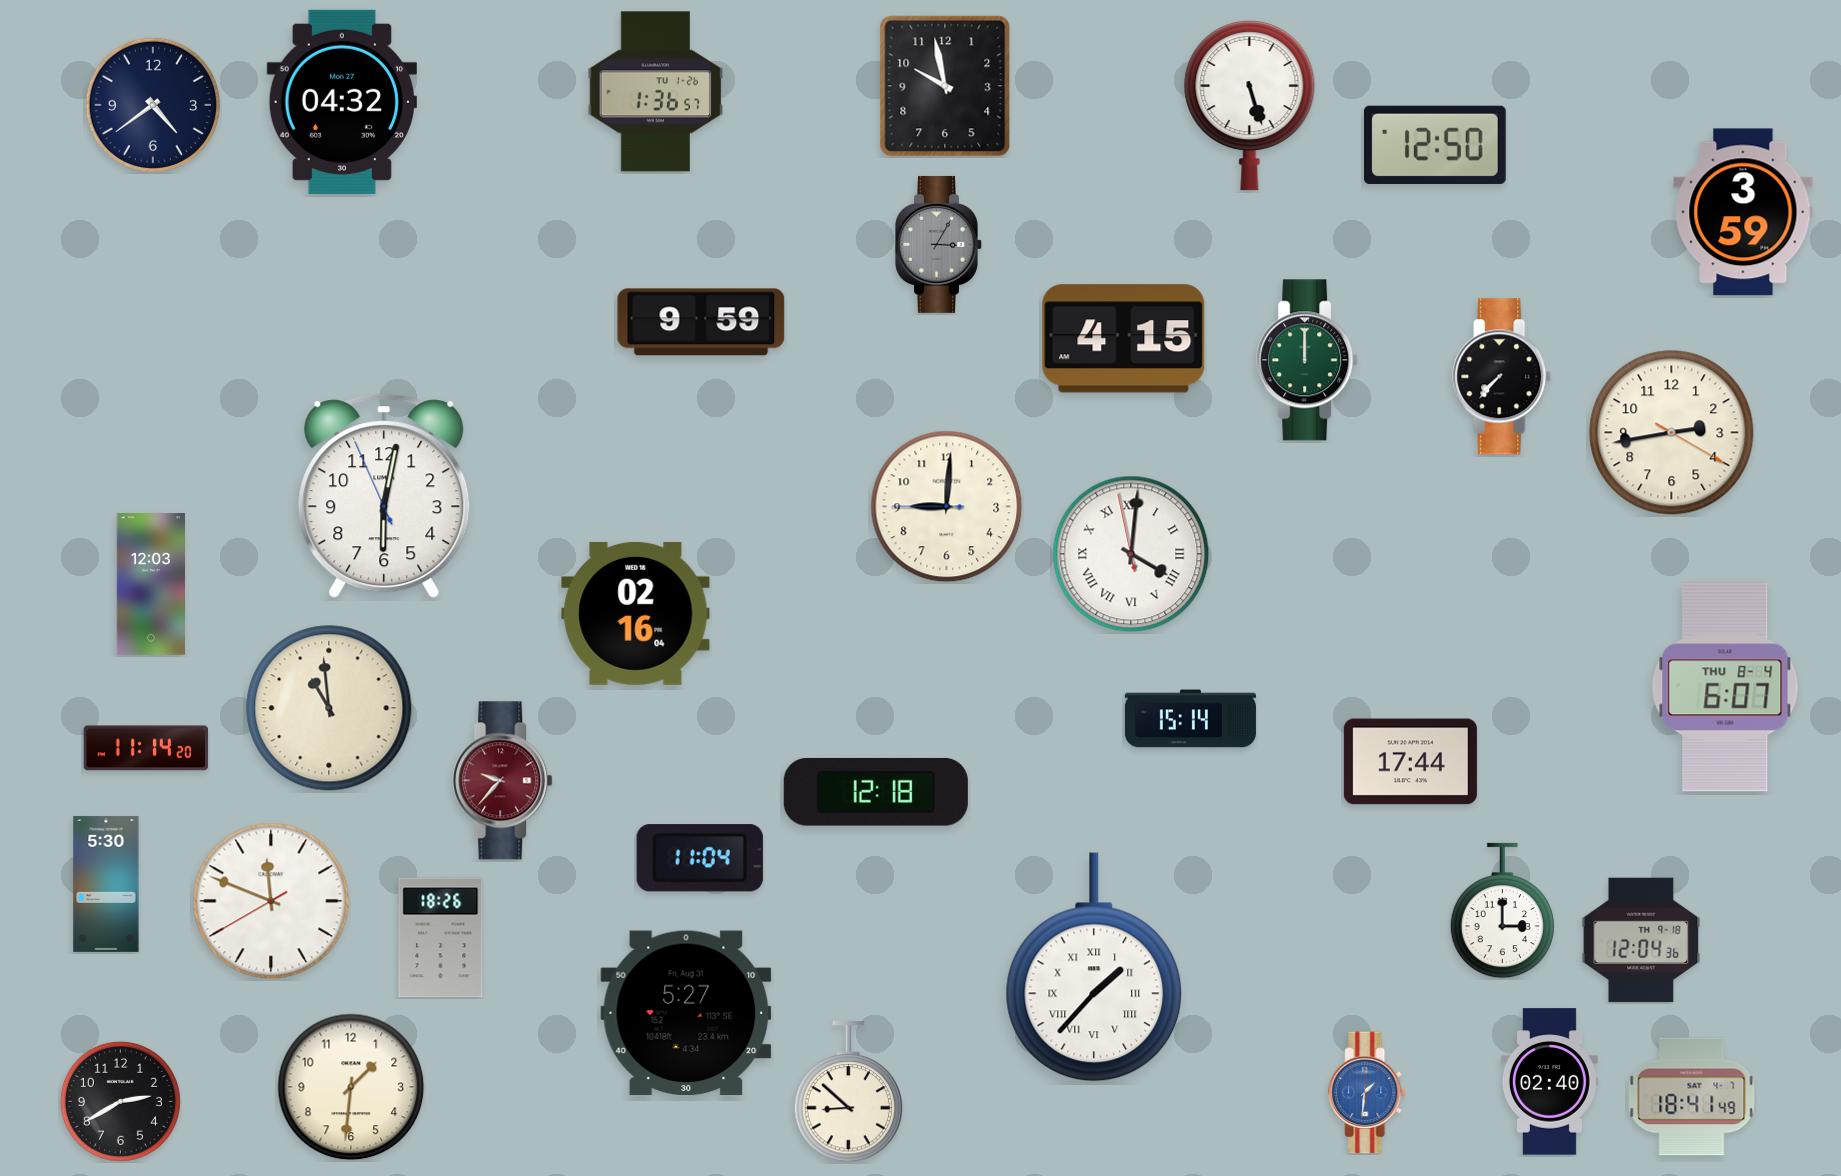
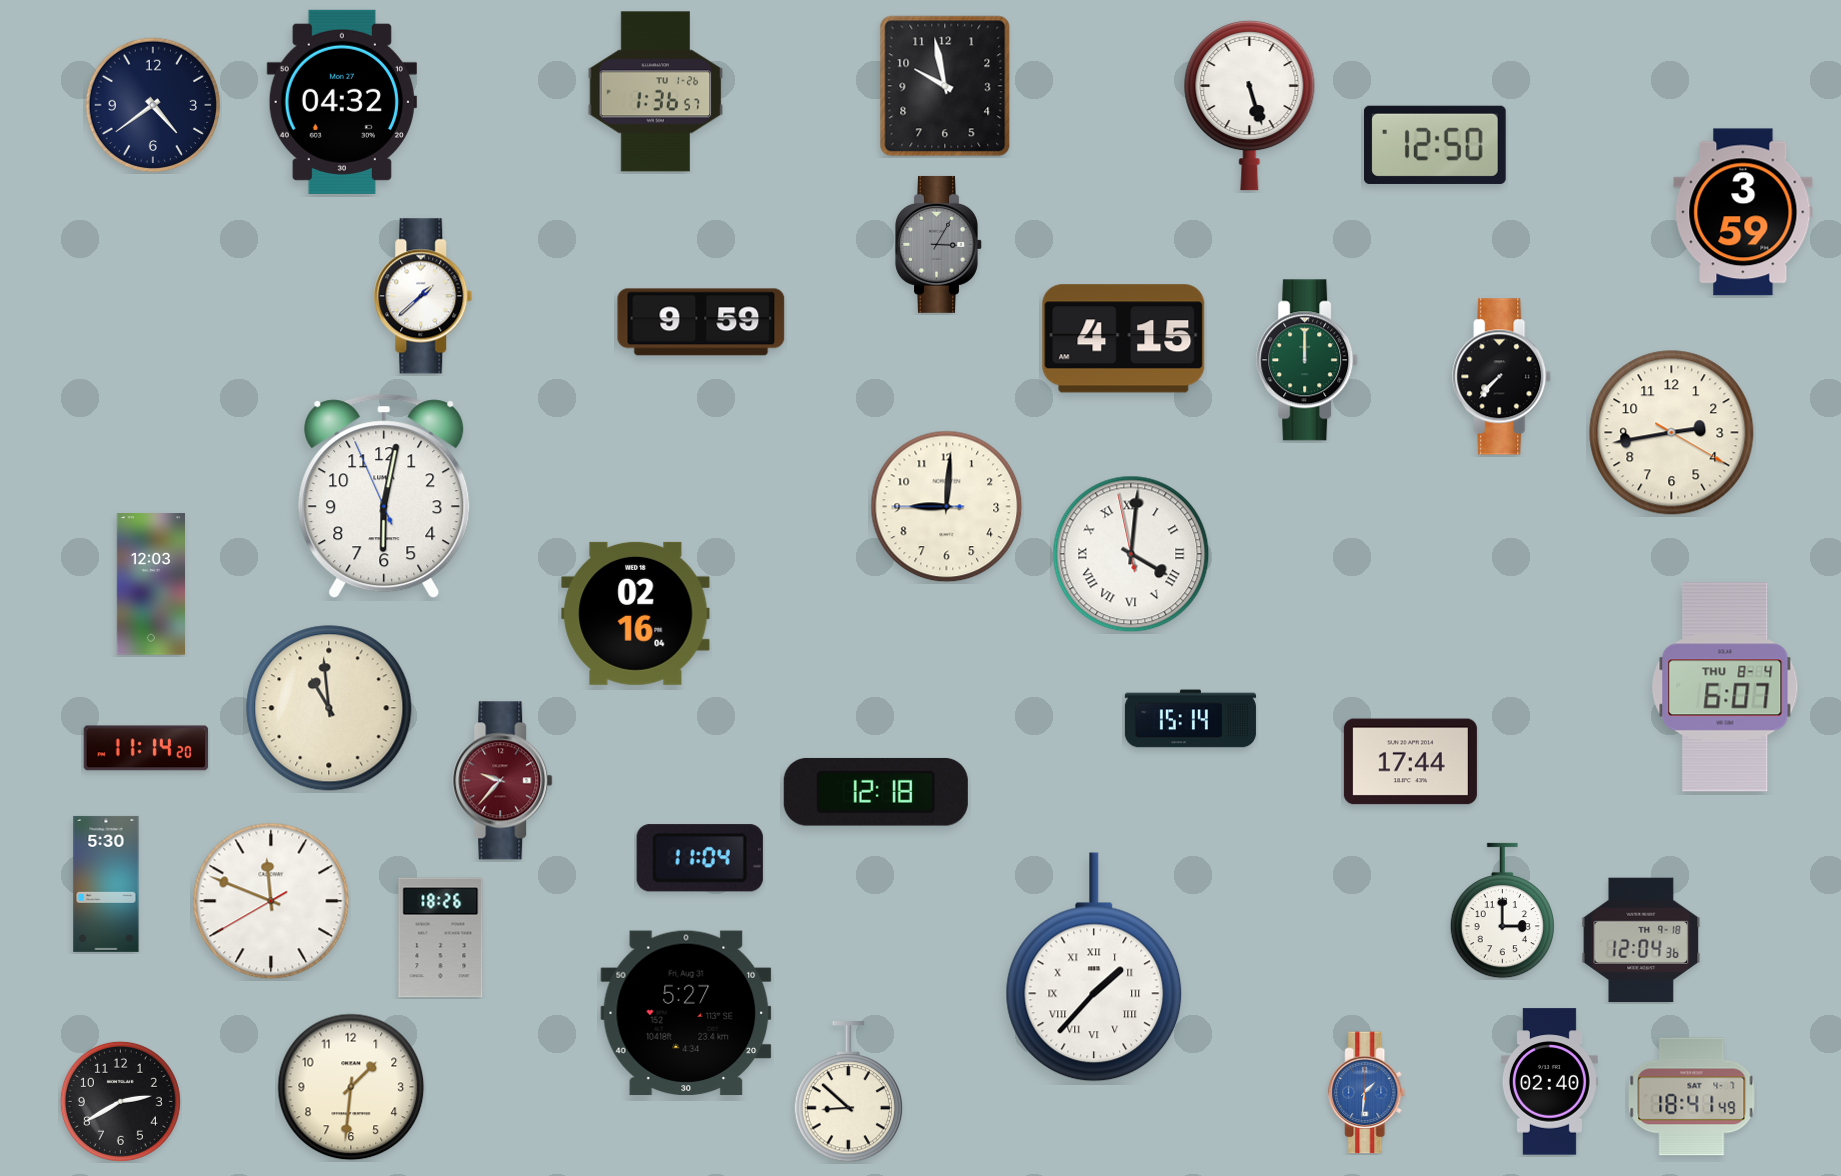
clock at (423, 296): none -> 1:38
